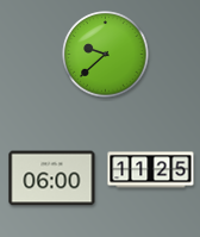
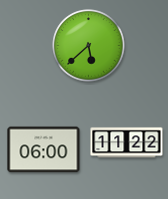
clock at (106, 55): 9:38 -> 5:38
clock at (151, 170): 11:25 -> 11:22
